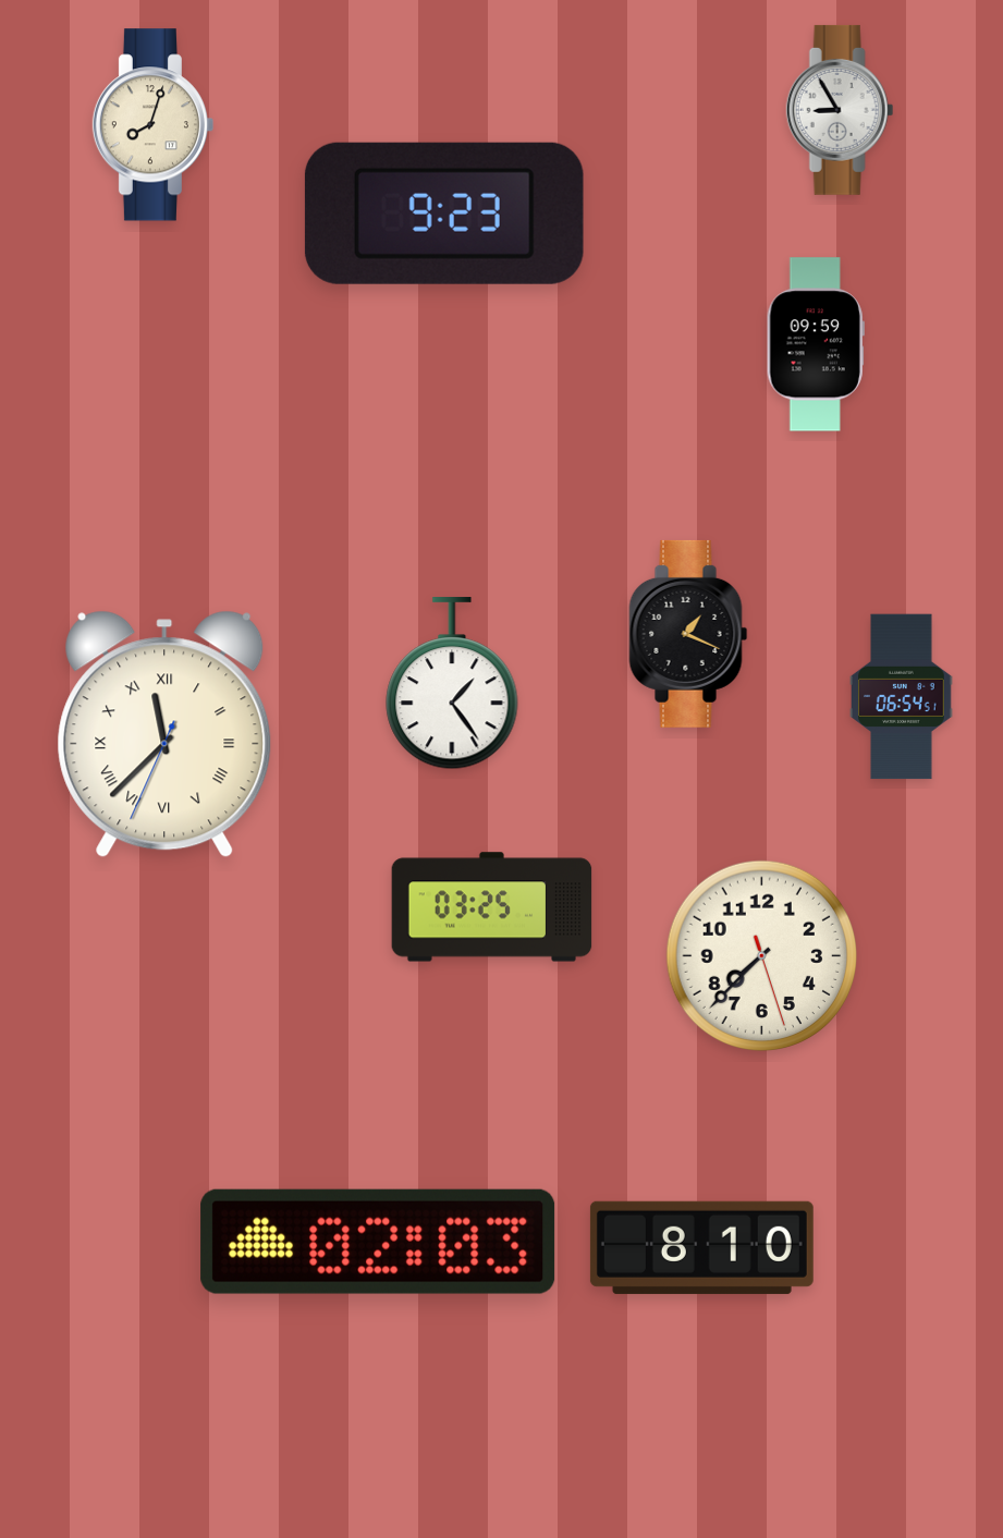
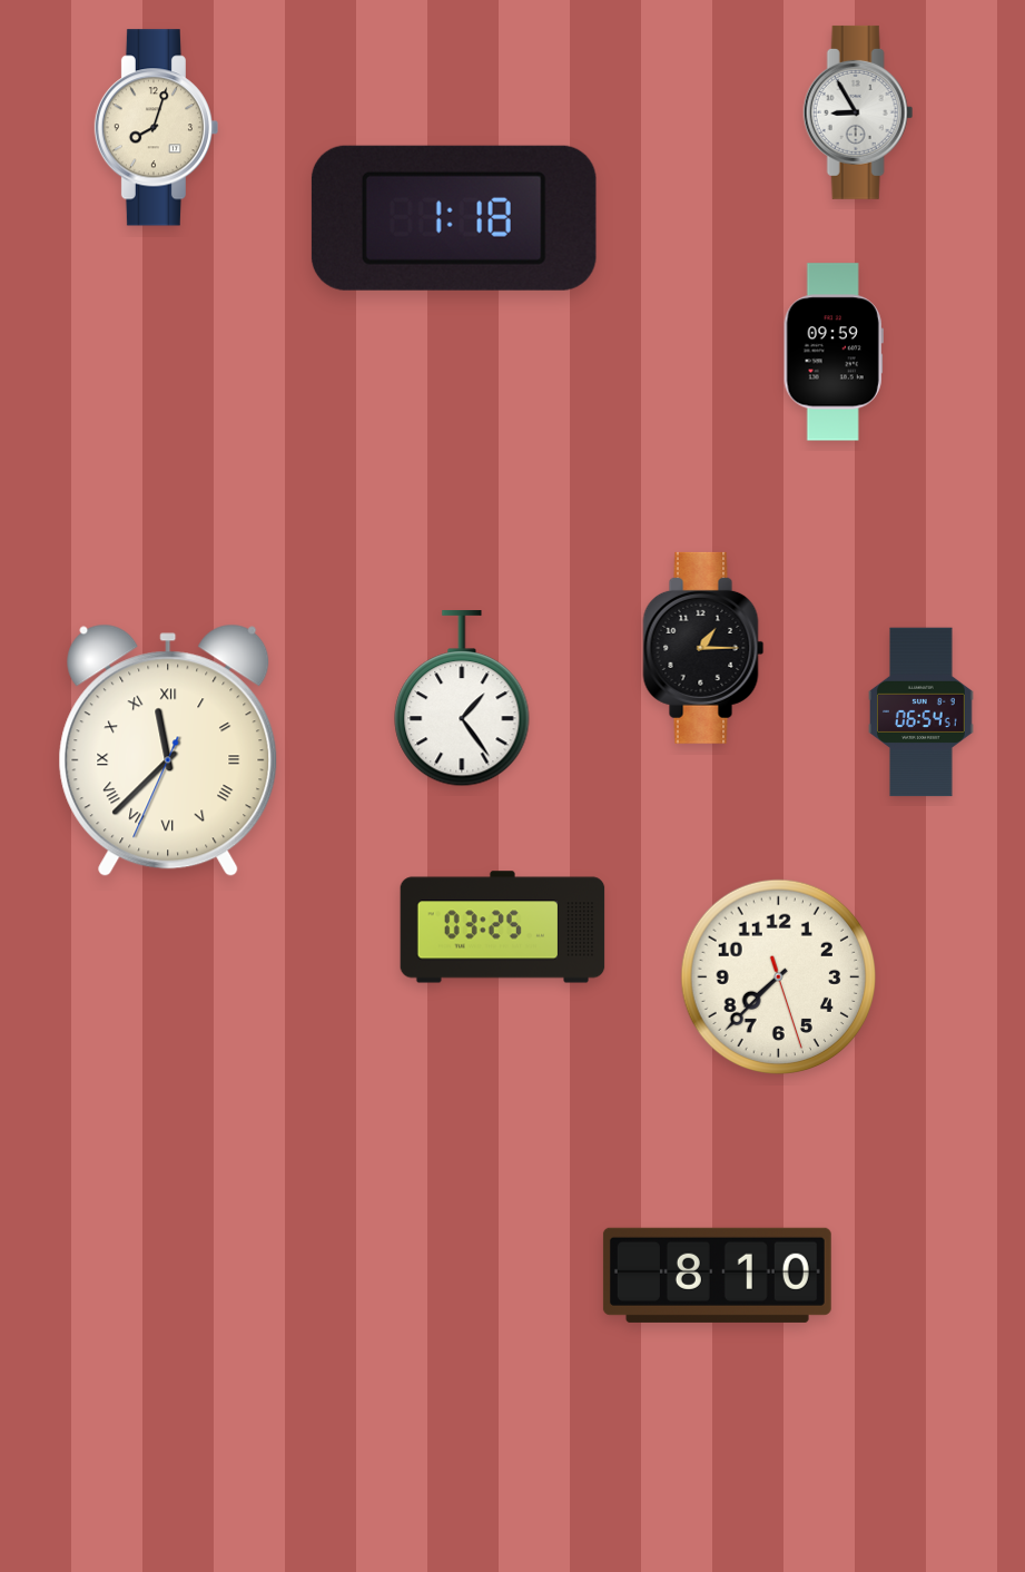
clock at (444, 213): 9:23 -> 1:18
clock at (688, 634): 1:19 -> 1:15
clock at (378, 1242): 02:03 -> none
